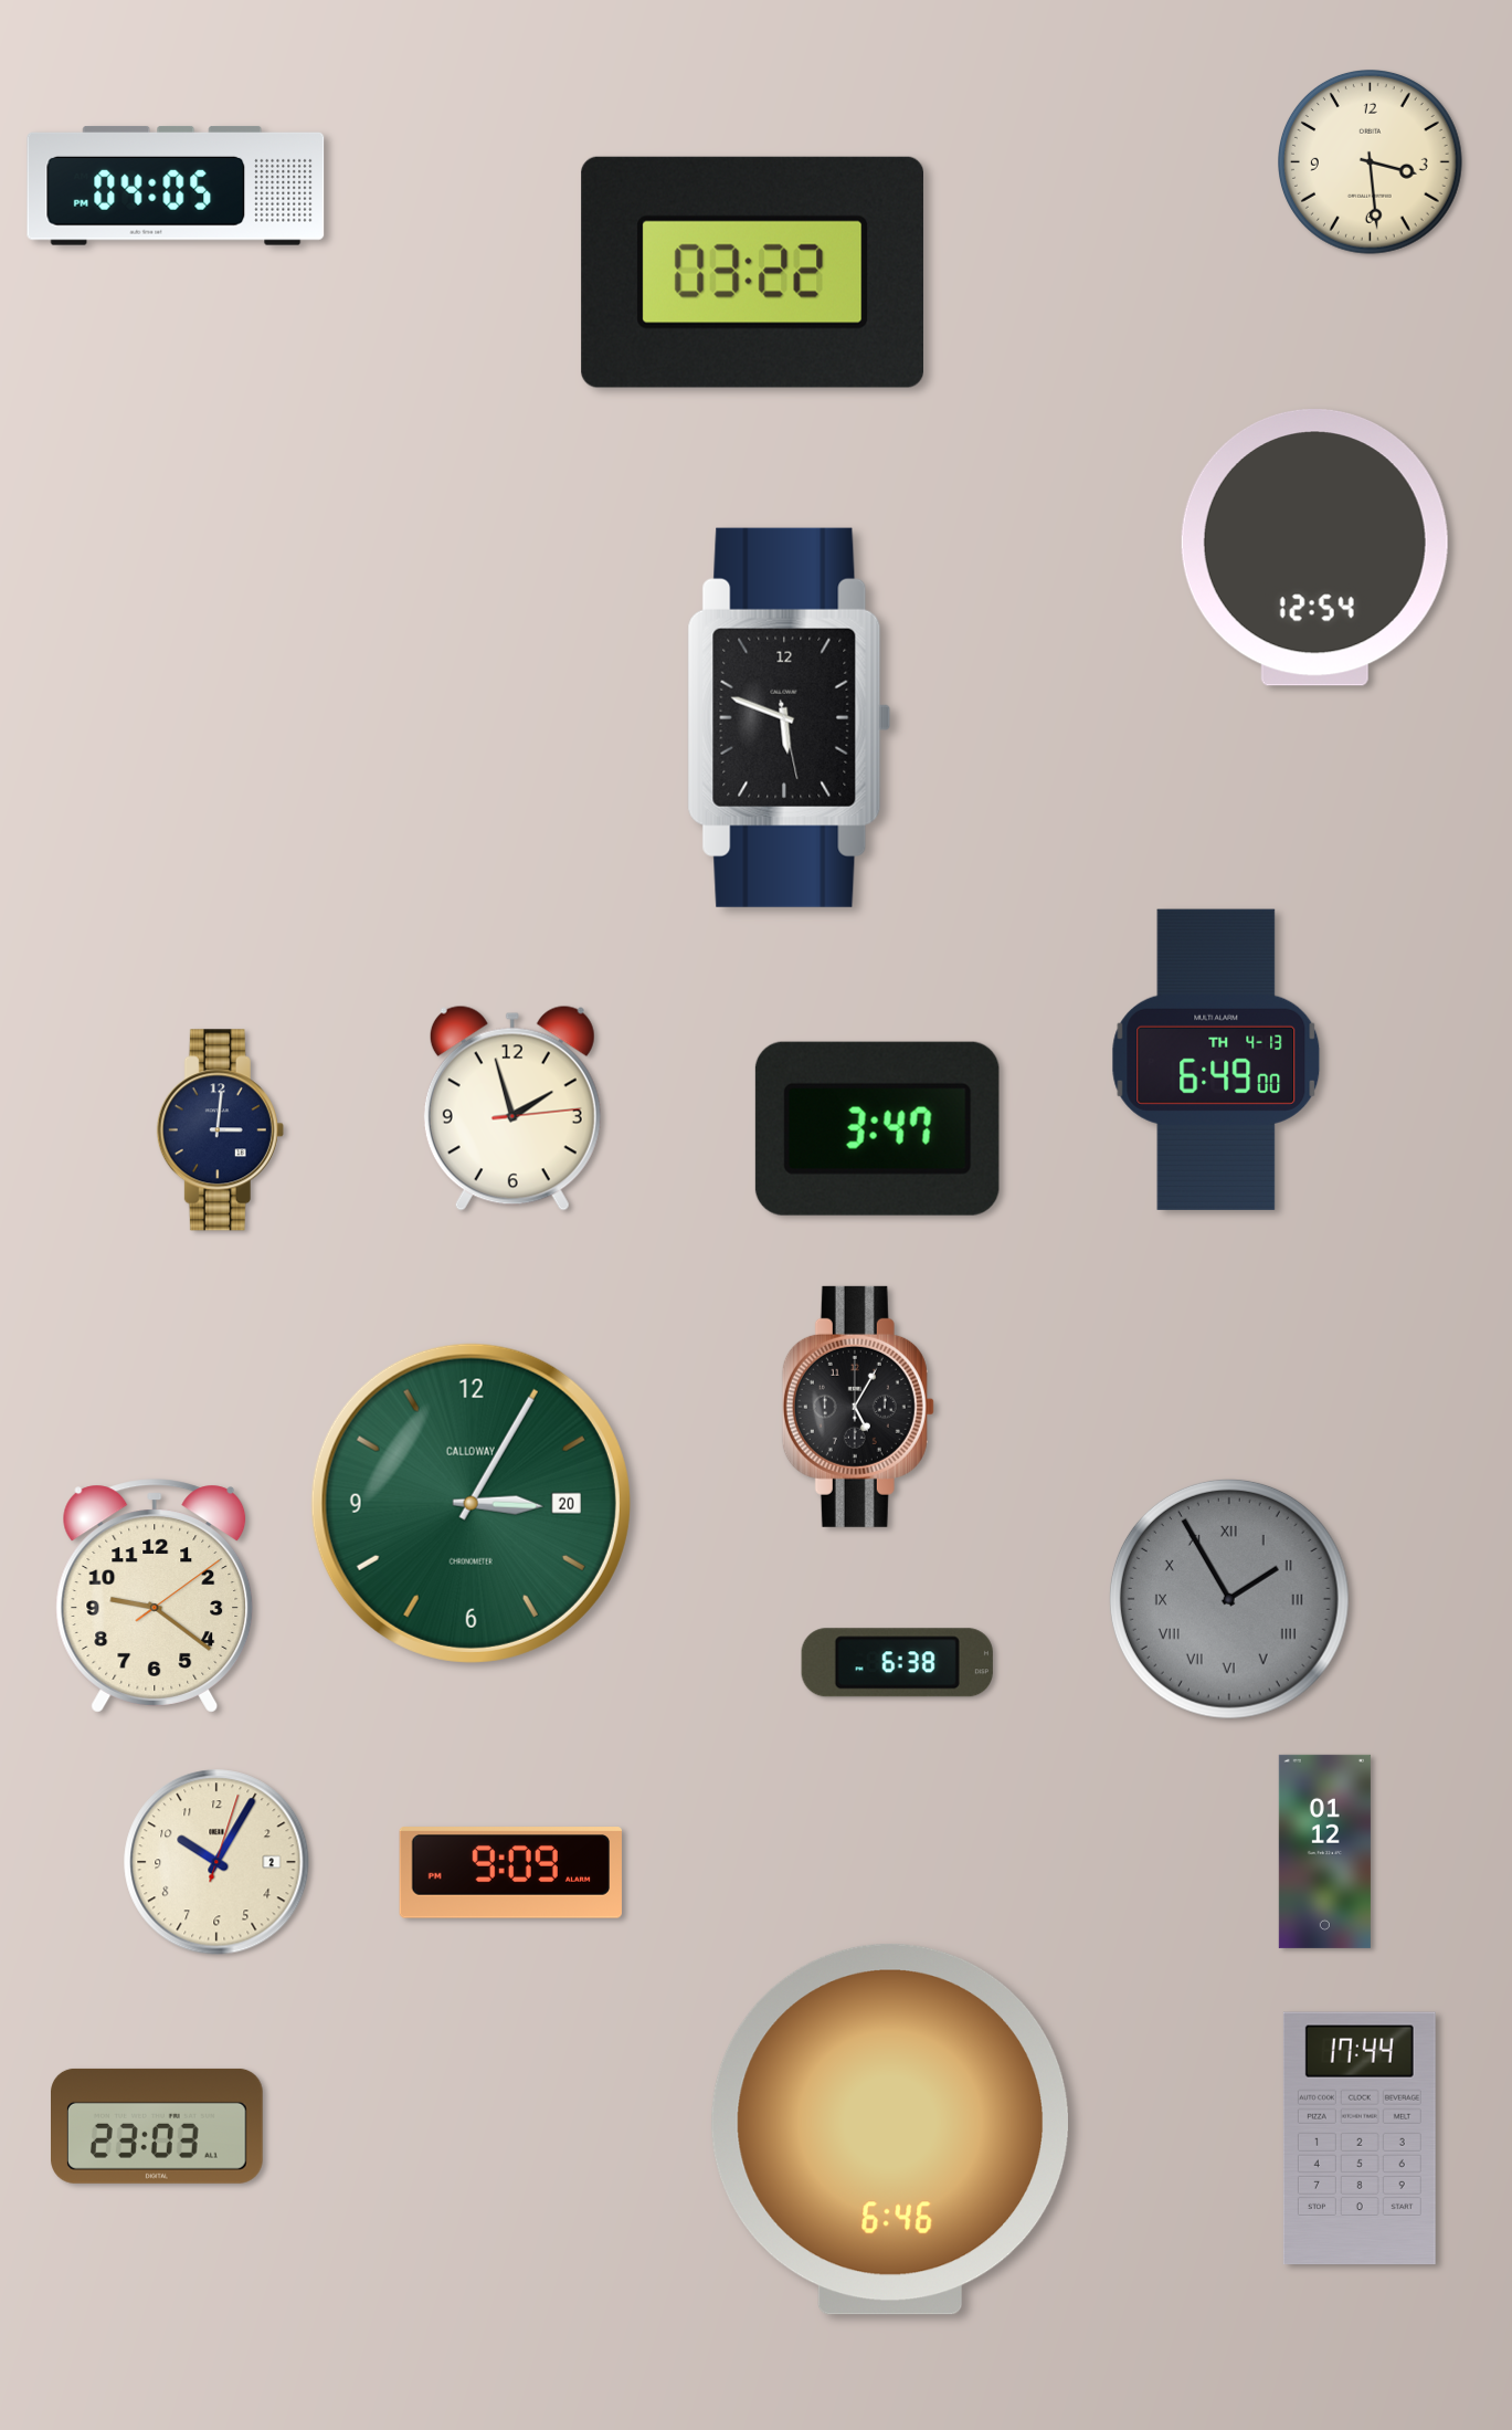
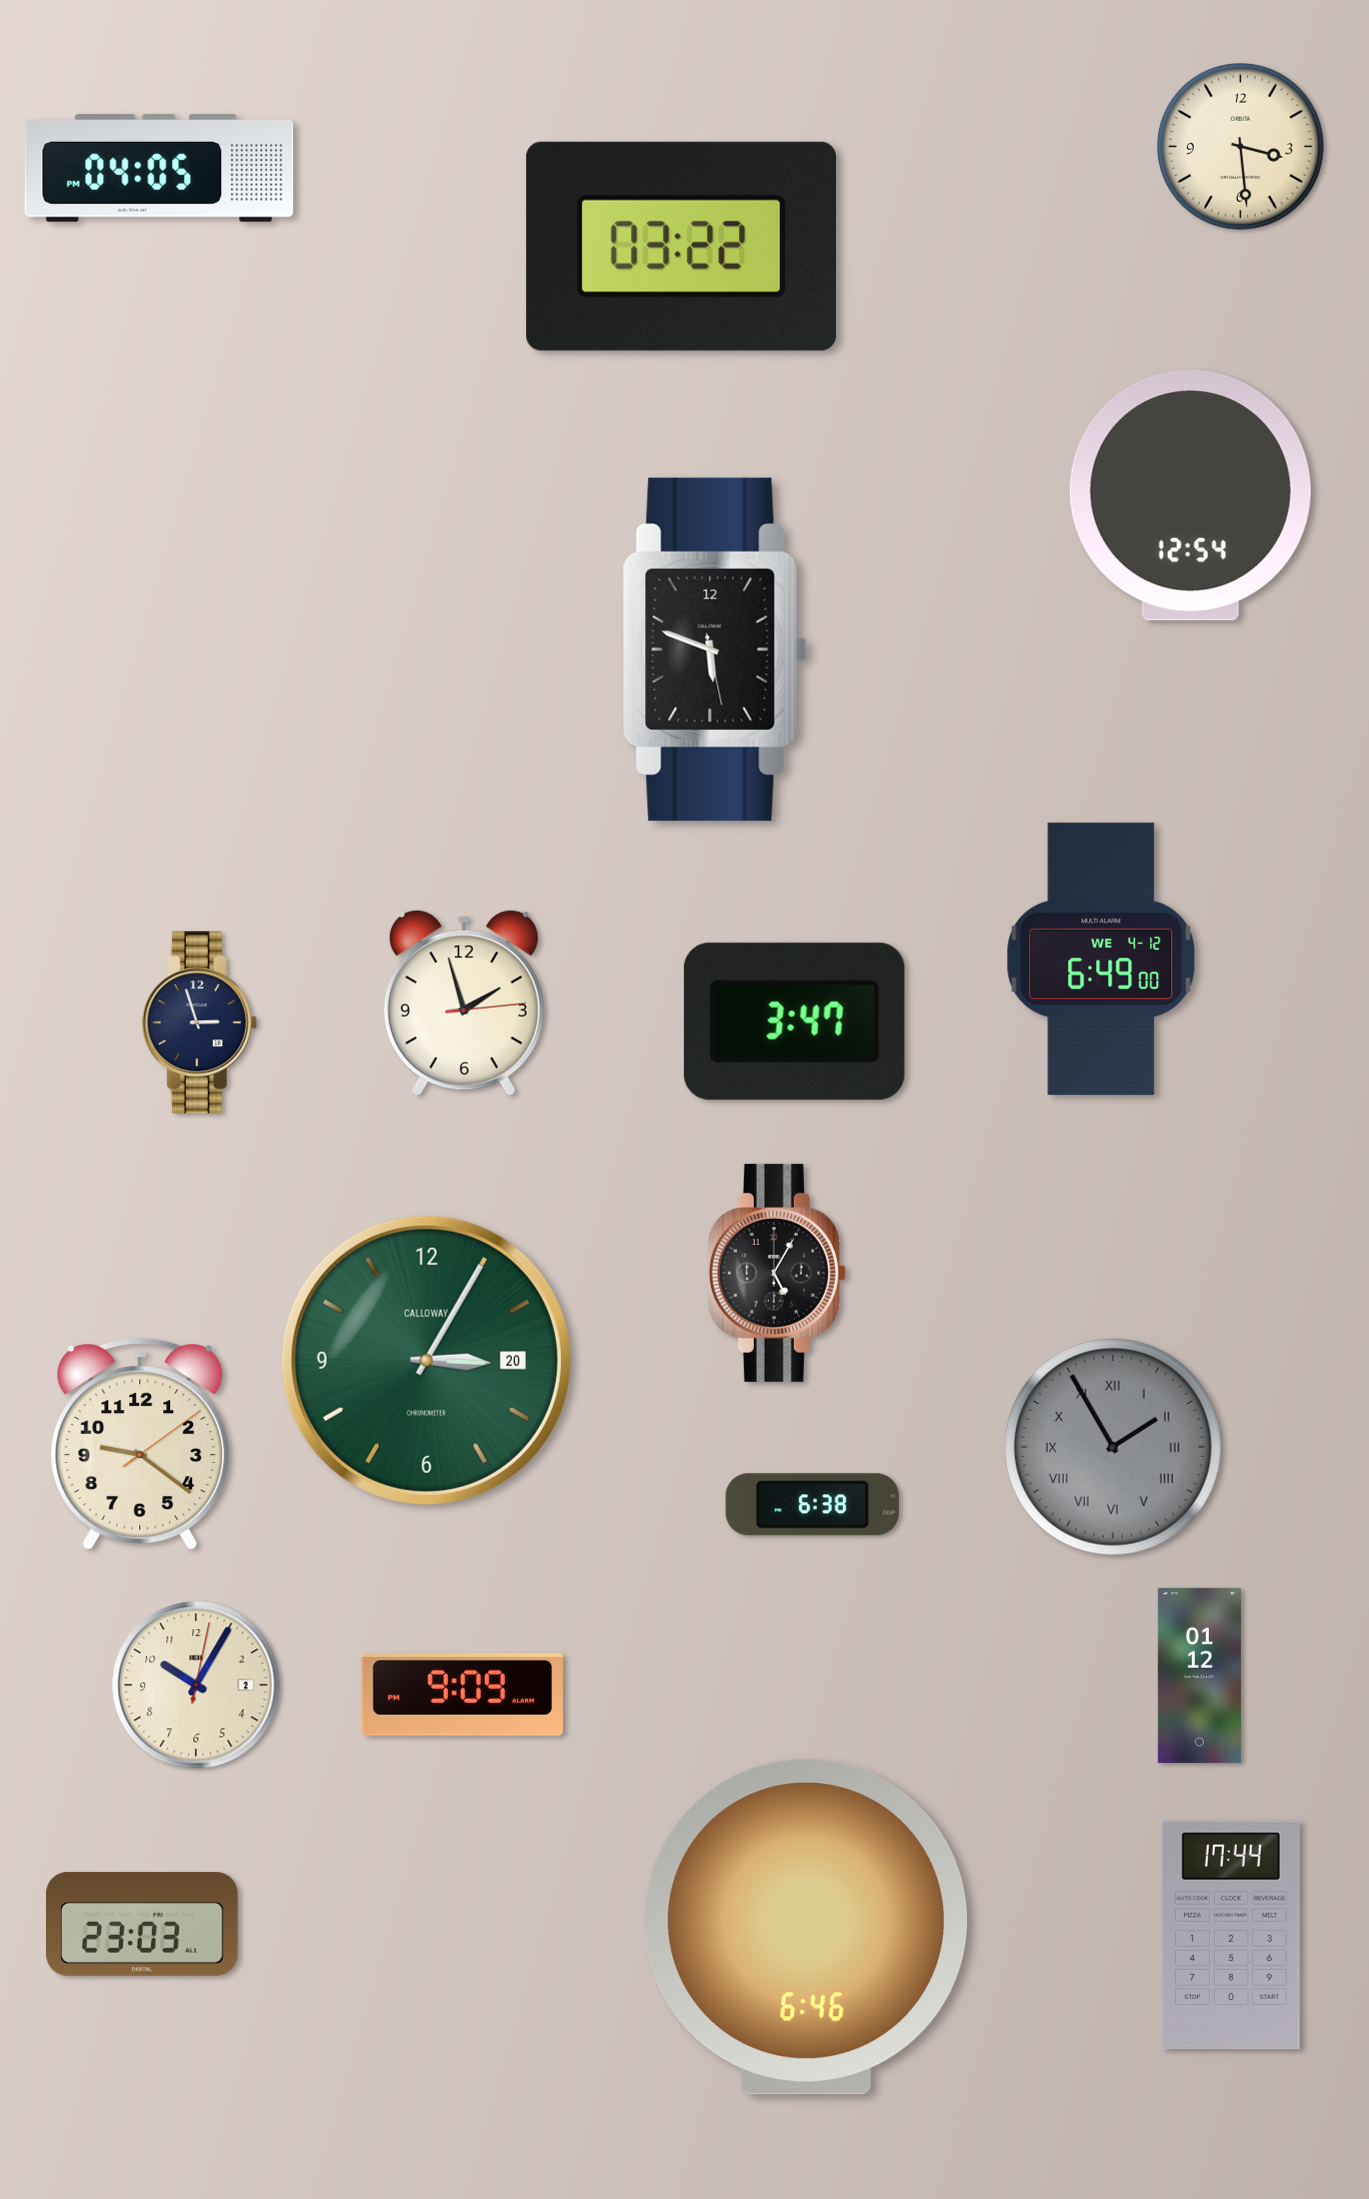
clock at (1216, 1060) date: TH 4-13 -> WE 4-12
clock at (220, 1130): 3:01 -> 2:57
clock at (216, 1862): 10:05:03 -> 10:05:02
